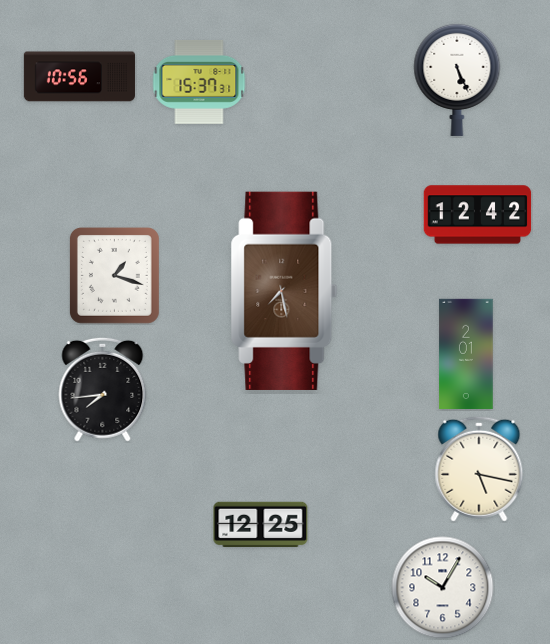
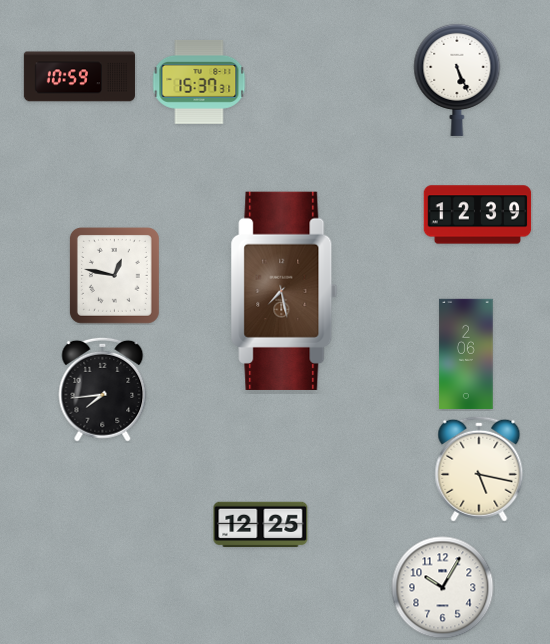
clock at (79, 77): 10:56 -> 10:59
clock at (478, 215): 12:42 -> 12:39
clock at (114, 275): 1:18 -> 12:47
clock at (466, 353): 2:01 -> 2:06
